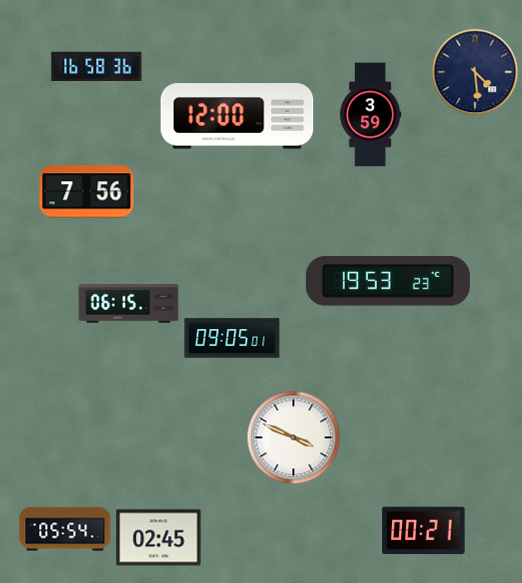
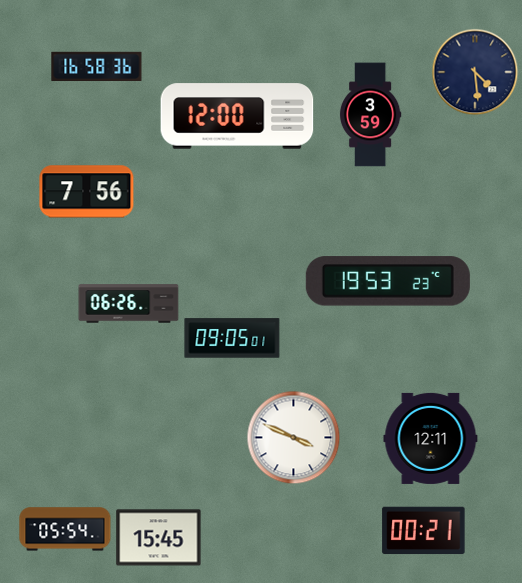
clock at (129, 304): 06:15 -> 06:26
clock at (431, 438): none -> 12:11
clock at (159, 538): 02:45 -> 15:45
